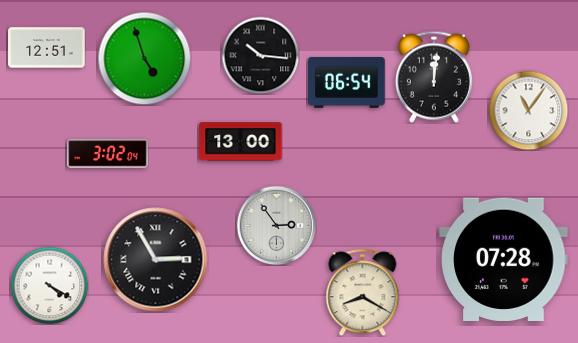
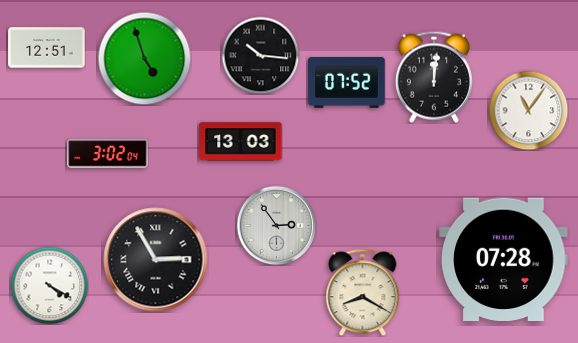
clock at (347, 82): 06:54 -> 07:52
clock at (241, 142): 13:00 -> 13:03
